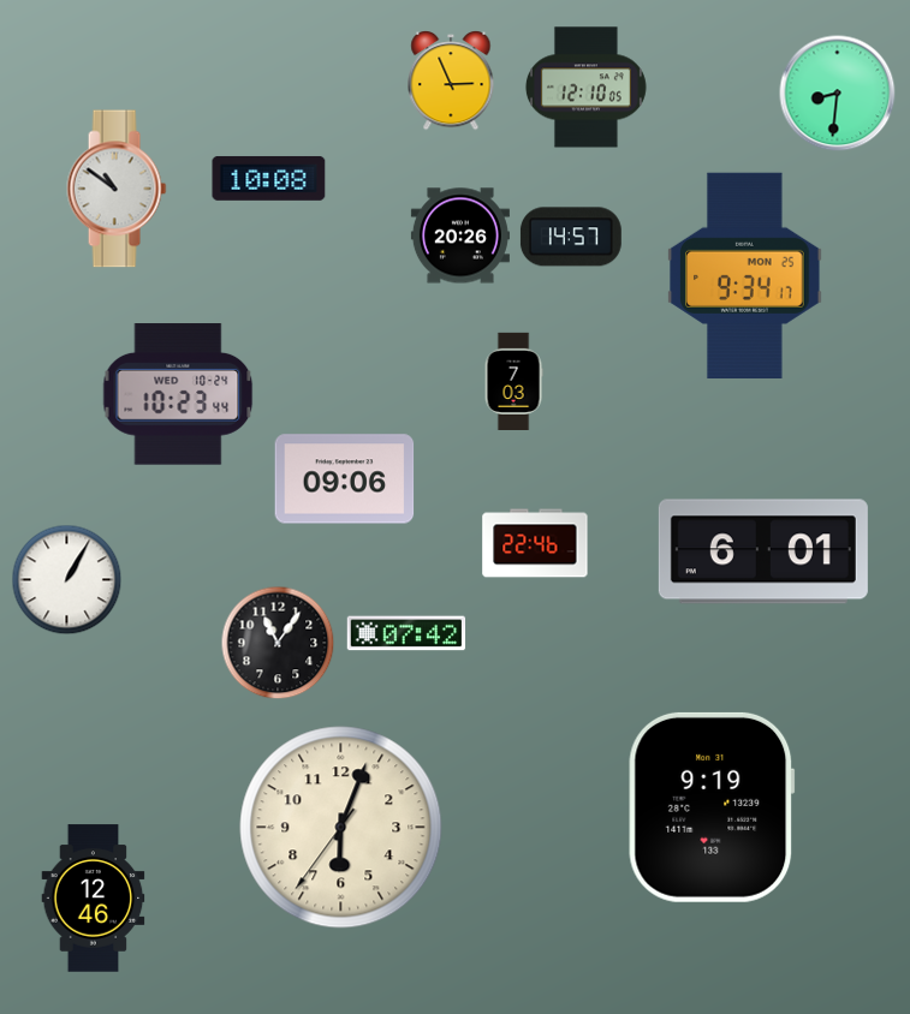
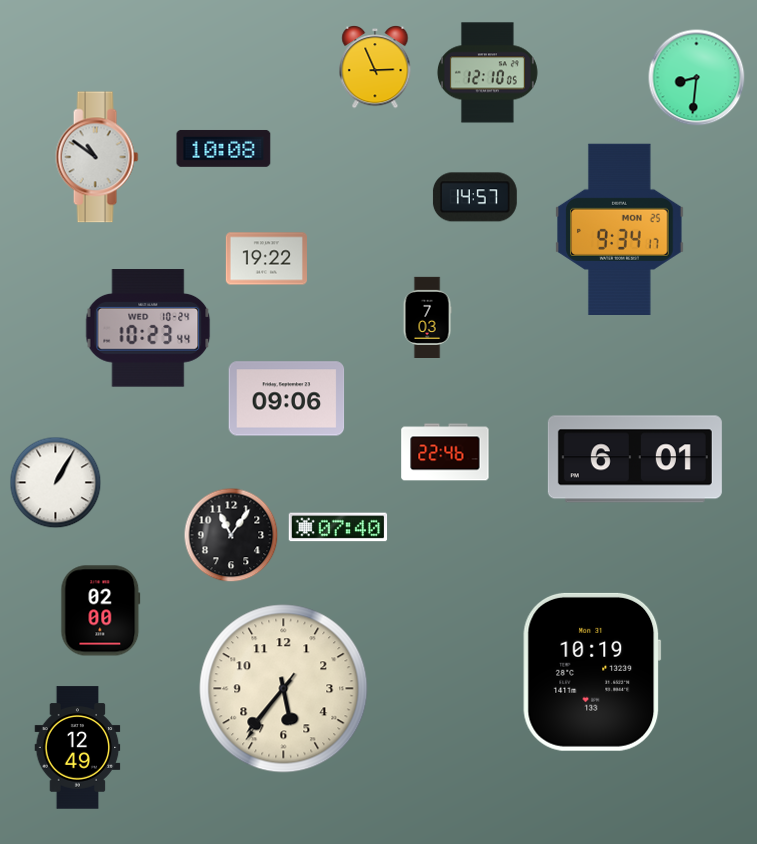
clock at (460, 235): 20:26 -> none
clock at (266, 259): none -> 19:22
clock at (406, 633): 07:42 -> 07:40
clock at (101, 611): none -> 02:00
clock at (712, 807): 9:19 -> 10:19
clock at (341, 828): 6:03 -> 5:36
clock at (94, 899): 12:46 -> 12:49
